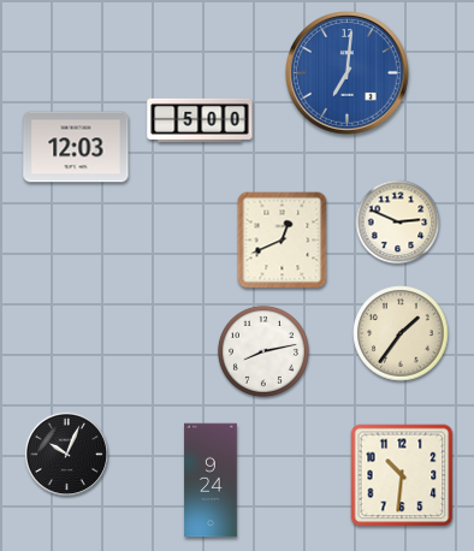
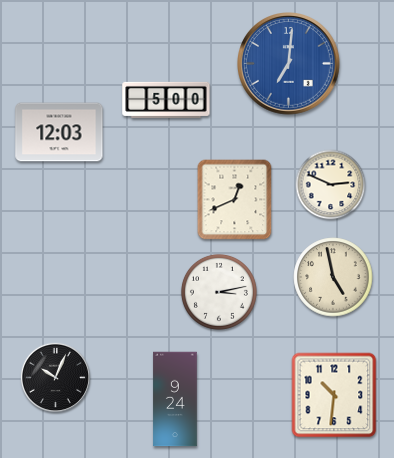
clock at (348, 73) position: (348, 73) -> (289, 64)
clock at (76, 147) position: (76, 147) -> (59, 132)
clock at (401, 333): 1:36 -> 4:58
clock at (263, 351): 8:13 -> 3:13
